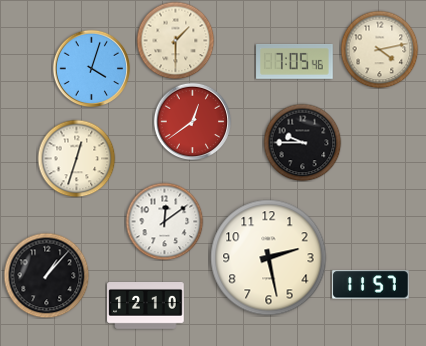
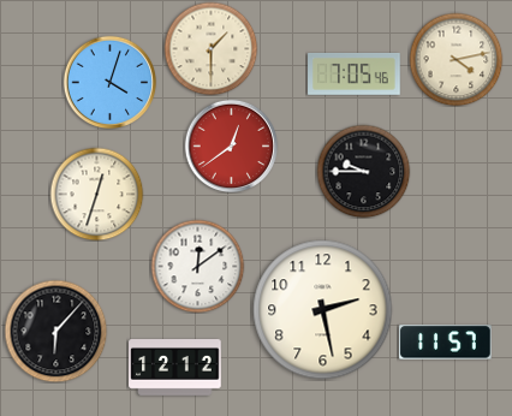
clock at (76, 158) position: (76, 158) -> (96, 194)
clock at (46, 275): 1:07 -> 6:07
clock at (146, 306): 12:10 -> 12:12
